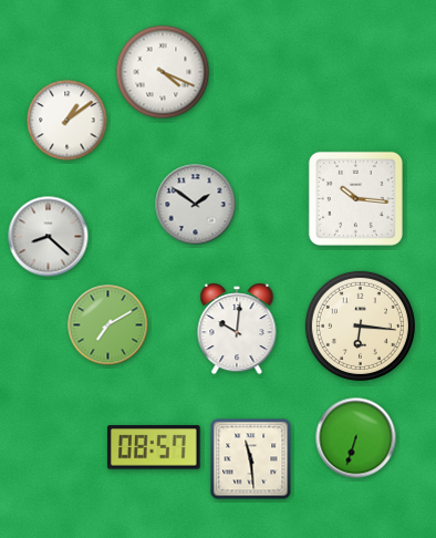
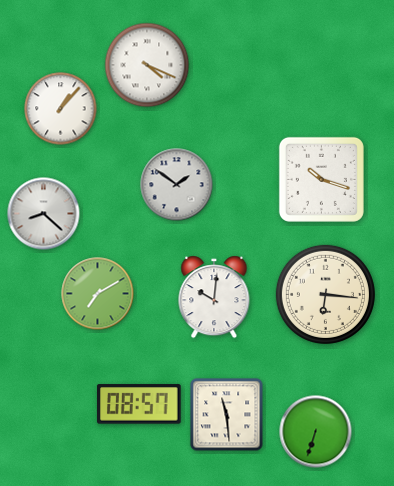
clock at (68, 121): 1:09 -> 1:07
clock at (355, 198): 10:16 -> 10:18
clock at (356, 438) position: (356, 438) -> (316, 432)
